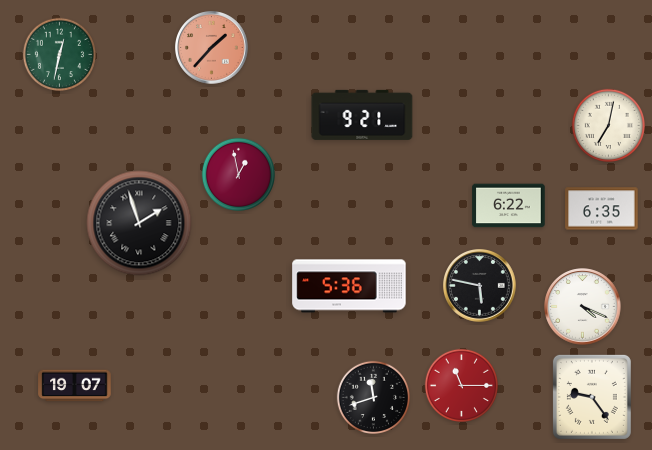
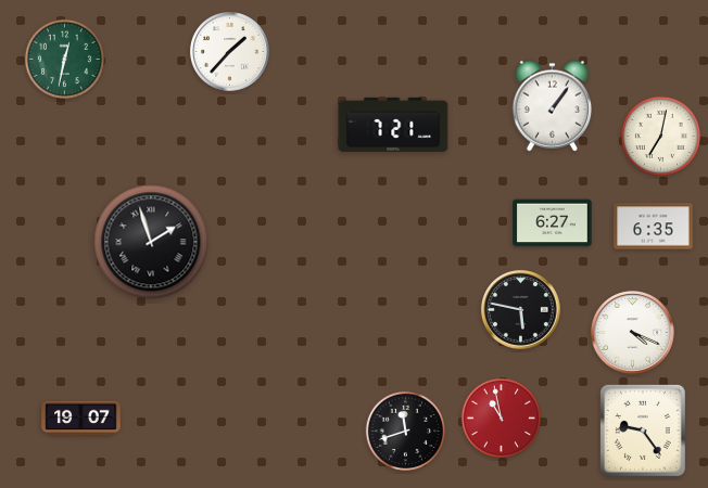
clock at (212, 48) dial: salmon -> white
clock at (553, 106): none -> 1:06
clock at (362, 115): 9:21 -> 7:21
clock at (239, 175): 12:58 -> none
clock at (509, 206): 6:22 -> 6:27
clock at (349, 286): 5:36 -> none
clock at (462, 386): 11:15 -> 10:58
